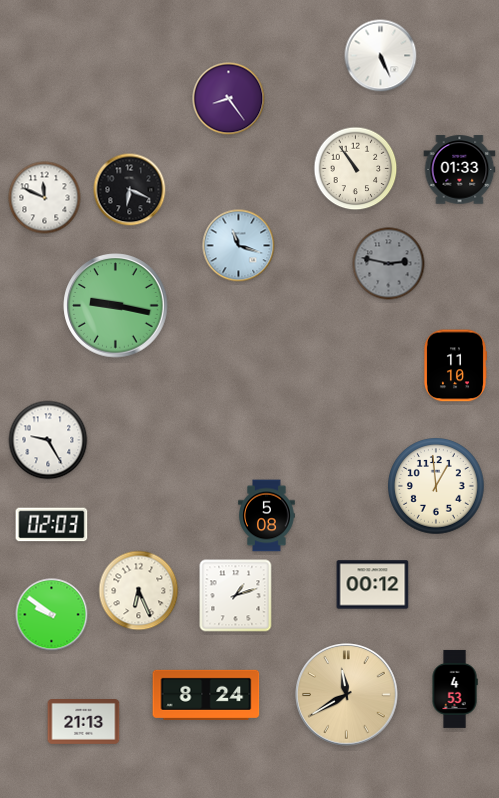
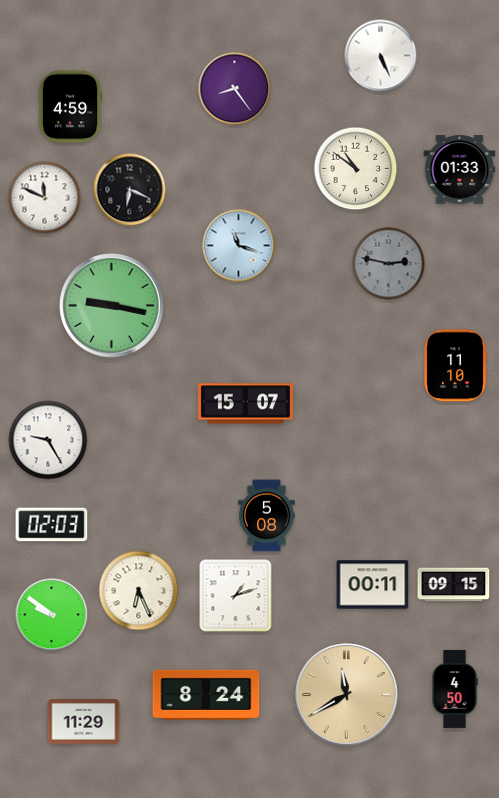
clock at (229, 99) position: (229, 99) -> (235, 89)
clock at (70, 107): none -> 4:59
clock at (356, 169): 10:54 -> 10:51
clock at (116, 306) position: (116, 306) -> (112, 306)
clock at (245, 404): none -> 15:07
clock at (436, 486): 12:59 -> none
clock at (373, 585): 00:12 -> 00:11
clock at (454, 585): none -> 09:15
clock at (455, 689): 4:53 -> 4:50
clock at (84, 722): 21:13 -> 11:29
